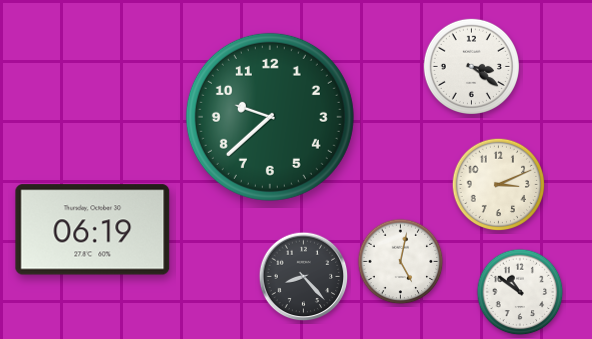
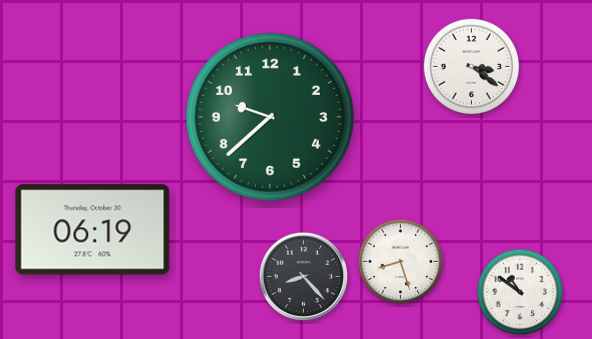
clock at (499, 185): 3:11 -> none
clock at (401, 262): 5:02 -> 8:27
